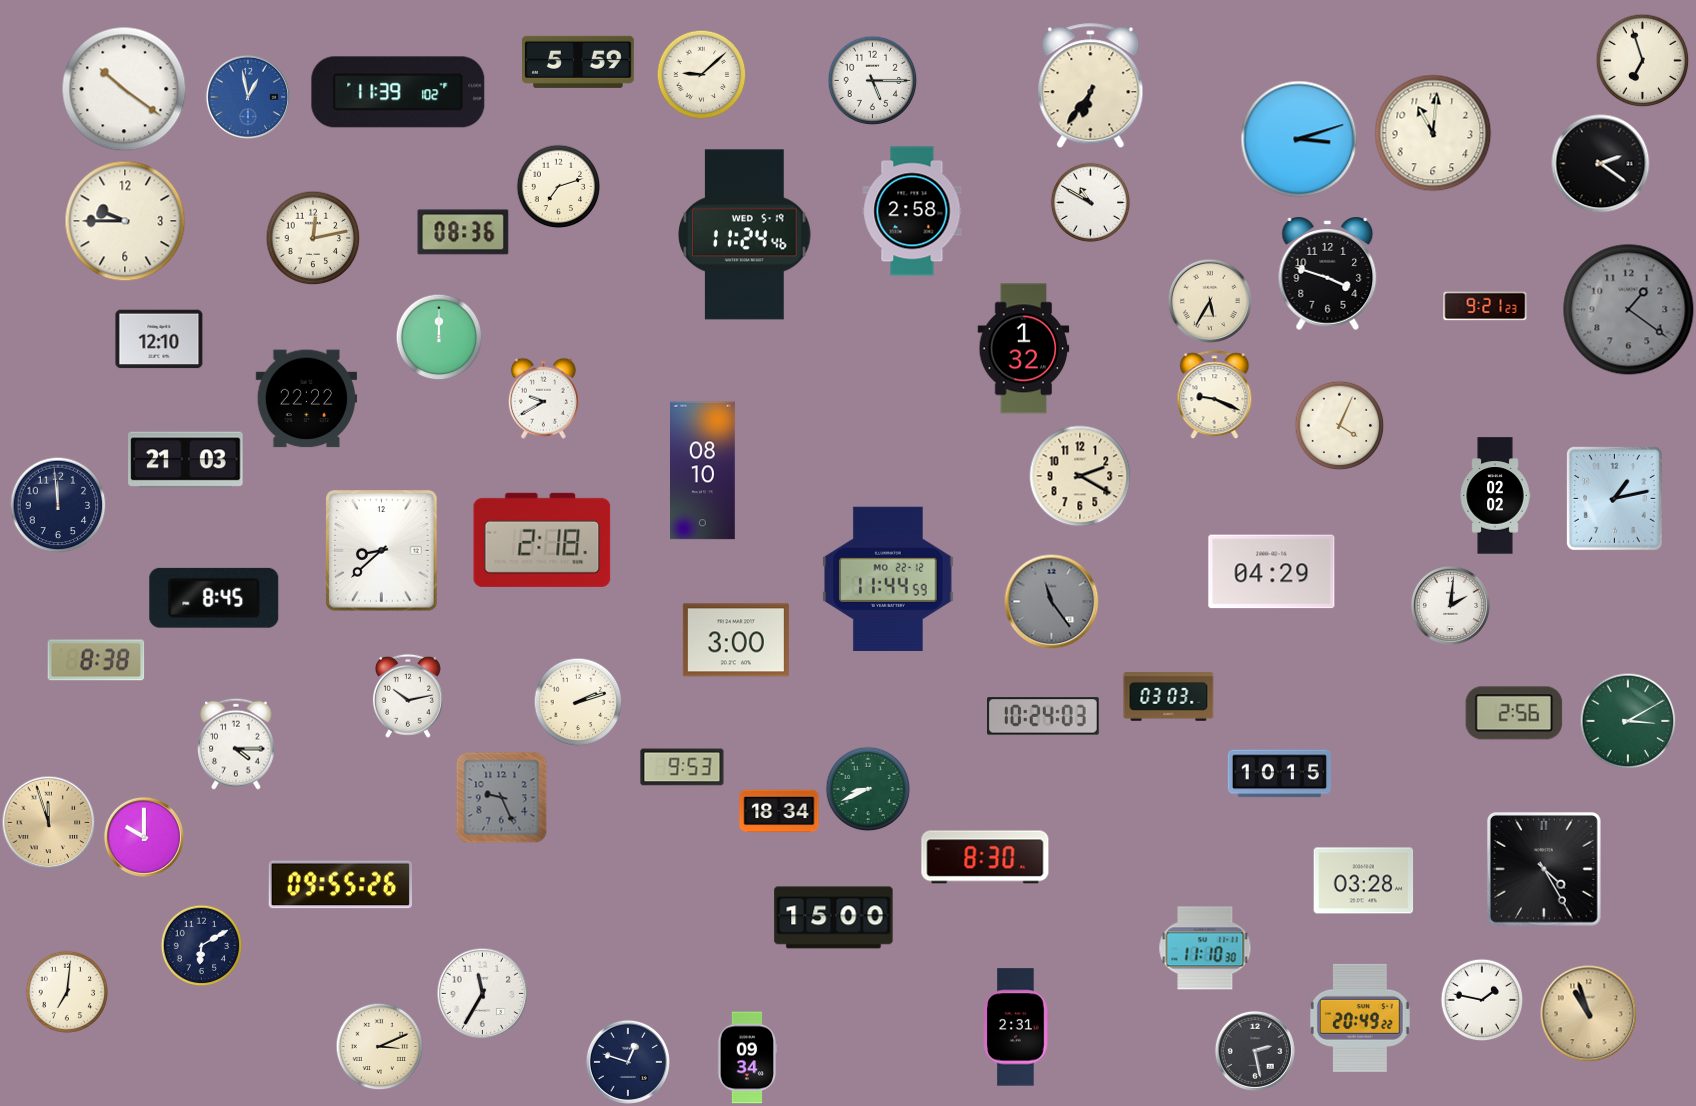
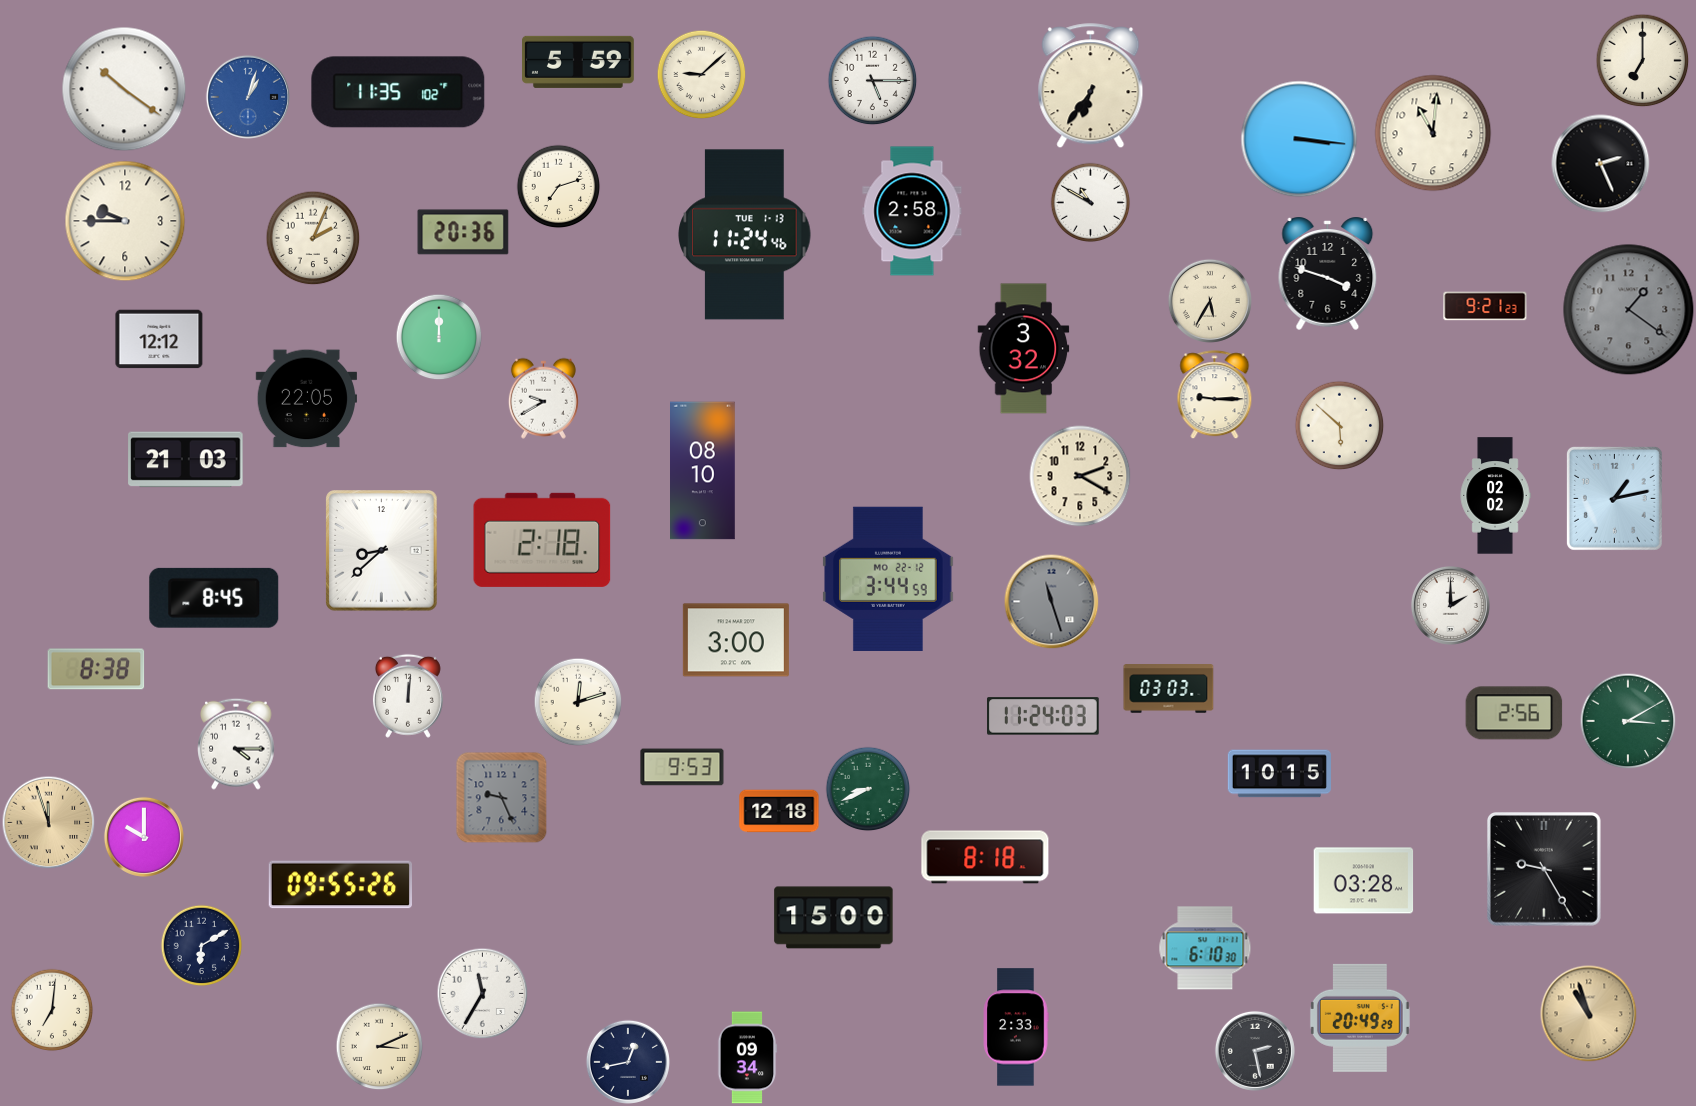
clock at (1642, 60): 6:57 -> 7:00
clock at (398, 92): 11:39 -> 11:35
clock at (248, 97): 12:58 -> 1:03
clock at (1299, 139): 3:12 -> 3:16
clock at (1601, 164): 2:21 -> 2:26
clock at (463, 232): 08:36 -> 20:36
clock at (745, 235) date: WED 5-19 -> TUE 1-13
clock at (313, 238): 12:13 -> 2:04
clock at (159, 339): 12:10 -> 12:12
clock at (1024, 349): 1:32 -> 3:32
clock at (1215, 395): 9:19 -> 9:15
clock at (306, 399): 22:22 -> 22:05
clock at (1339, 425): 4:04 -> 5:52
clock at (58, 505): 11:59 -> none
clock at (1272, 572): 04:29 -> none
clock at (888, 579): 11:44 -> 3:44
clock at (1051, 601): 11:24 -> 11:27
clock at (1450, 605): 2:01 -> 2:00
clock at (96, 660) position: (96, 660) -> (96, 669)
clock at (408, 696): 10:13 -> 12:01
clock at (1169, 697) position: (1169, 697) -> (1169, 689)
clock at (578, 702): 2:12 -> 12:12
clock at (1044, 716): 10:24 -> 11:24
clock at (779, 811): 18:34 -> 12:18
clock at (985, 857): 8:30 -> 8:18
clock at (1545, 870): 4:25 -> 9:25
clock at (1205, 948): 11:10 -> 6:10
clock at (67, 992) position: (67, 992) -> (52, 1010)
clock at (1482, 1000): 1:47 -> none
clock at (1360, 1018): 20:49:22 -> 20:49:29
clock at (1016, 1027): 2:31 -> 2:33
clock at (628, 1062): 12:48 -> 12:43
